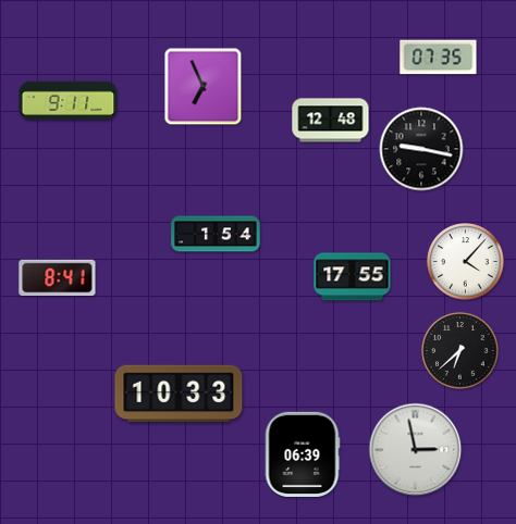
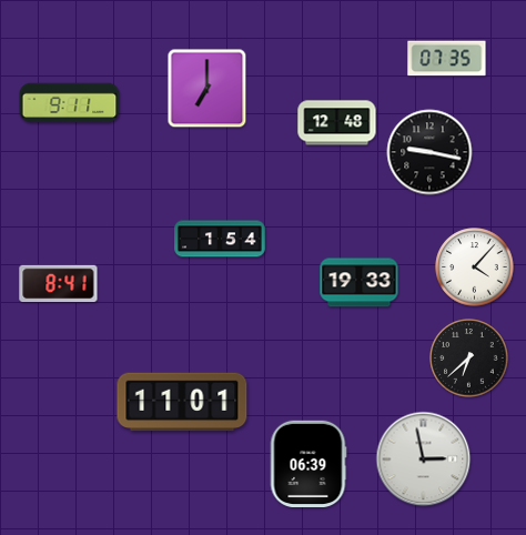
clock at (204, 87): 6:56 -> 7:00
clock at (353, 277): 17:55 -> 19:33
clock at (179, 394): 10:33 -> 11:01
